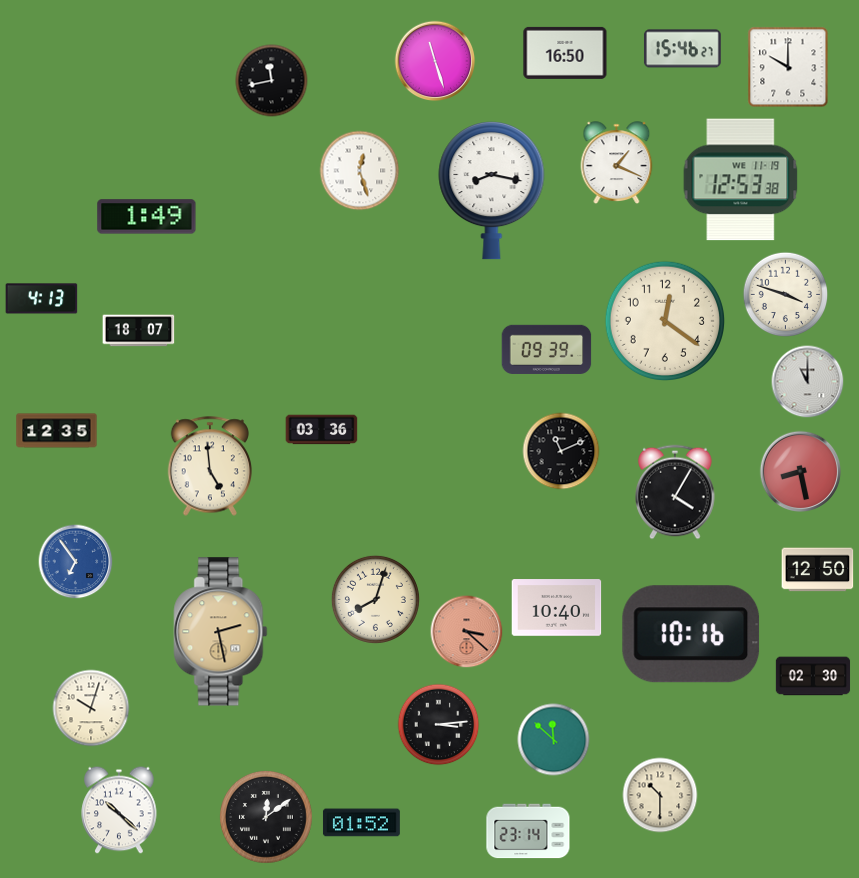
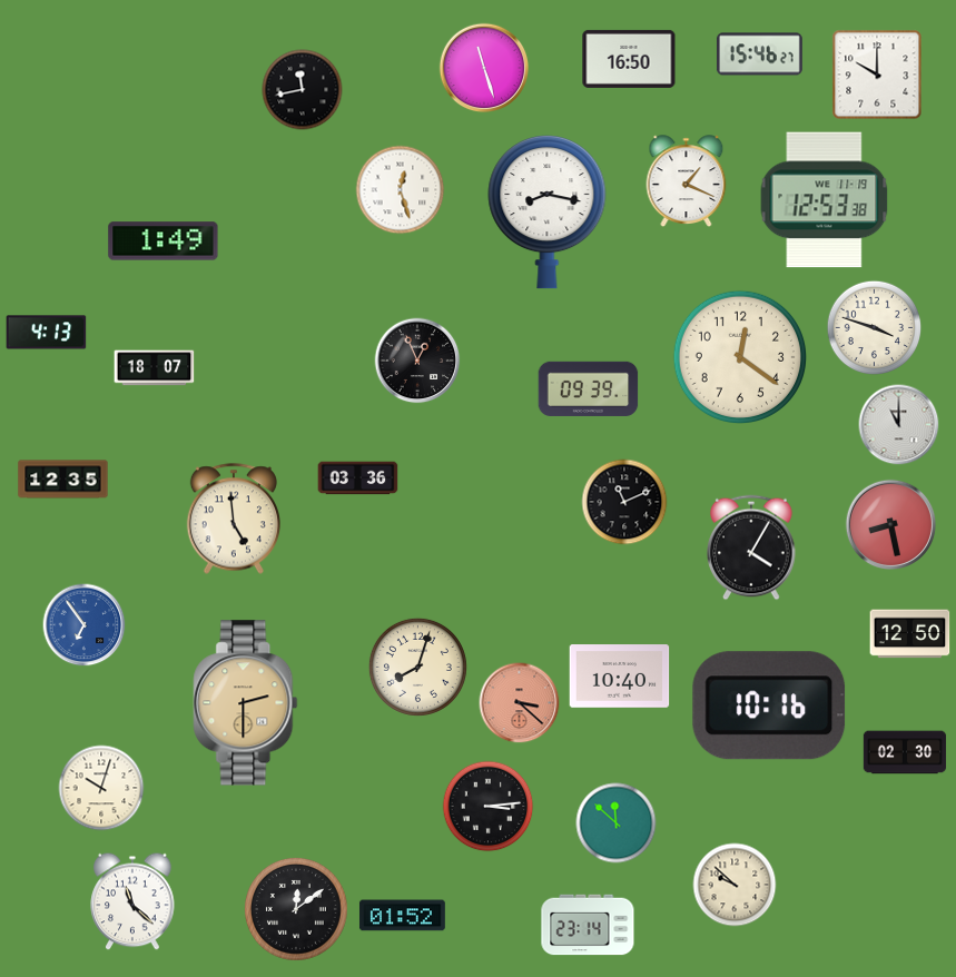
clock at (417, 361): none -> 12:56
clock at (547, 349) position: (547, 349) -> (589, 388)
clock at (221, 632): 2:28 -> 2:30
clock at (660, 795): 10:30 -> 9:52
clock at (119, 810): 10:22 -> 11:22
